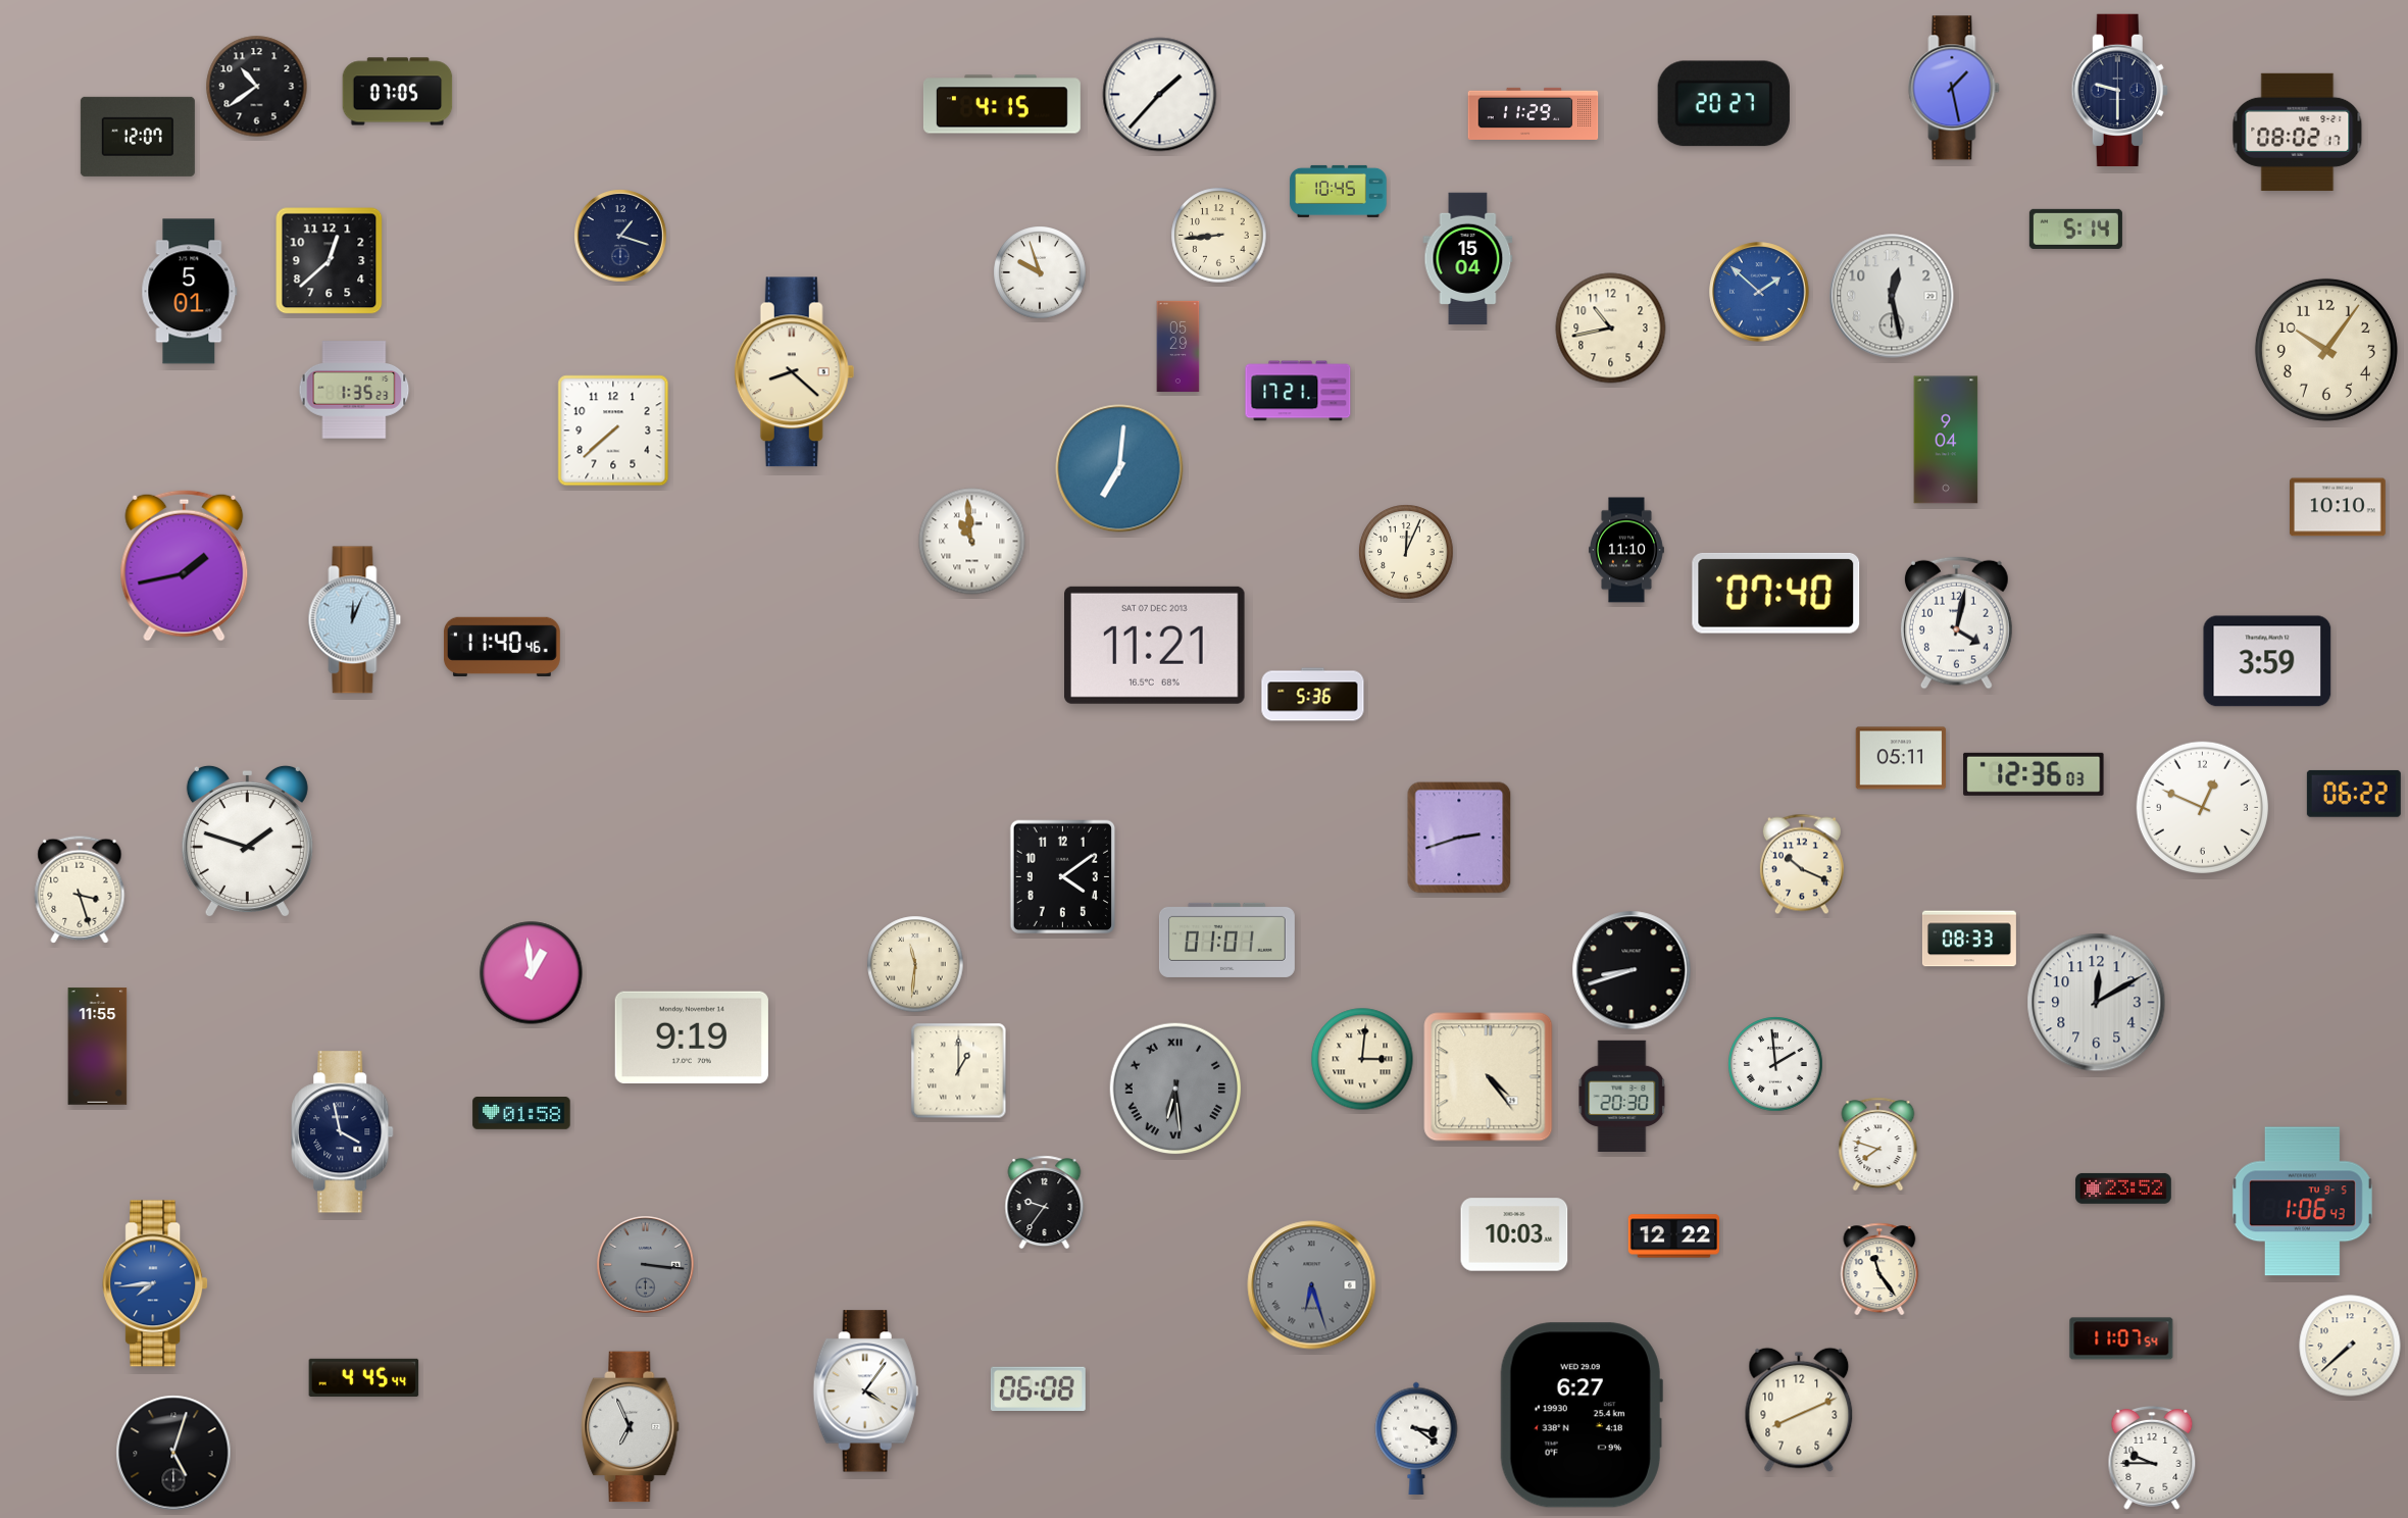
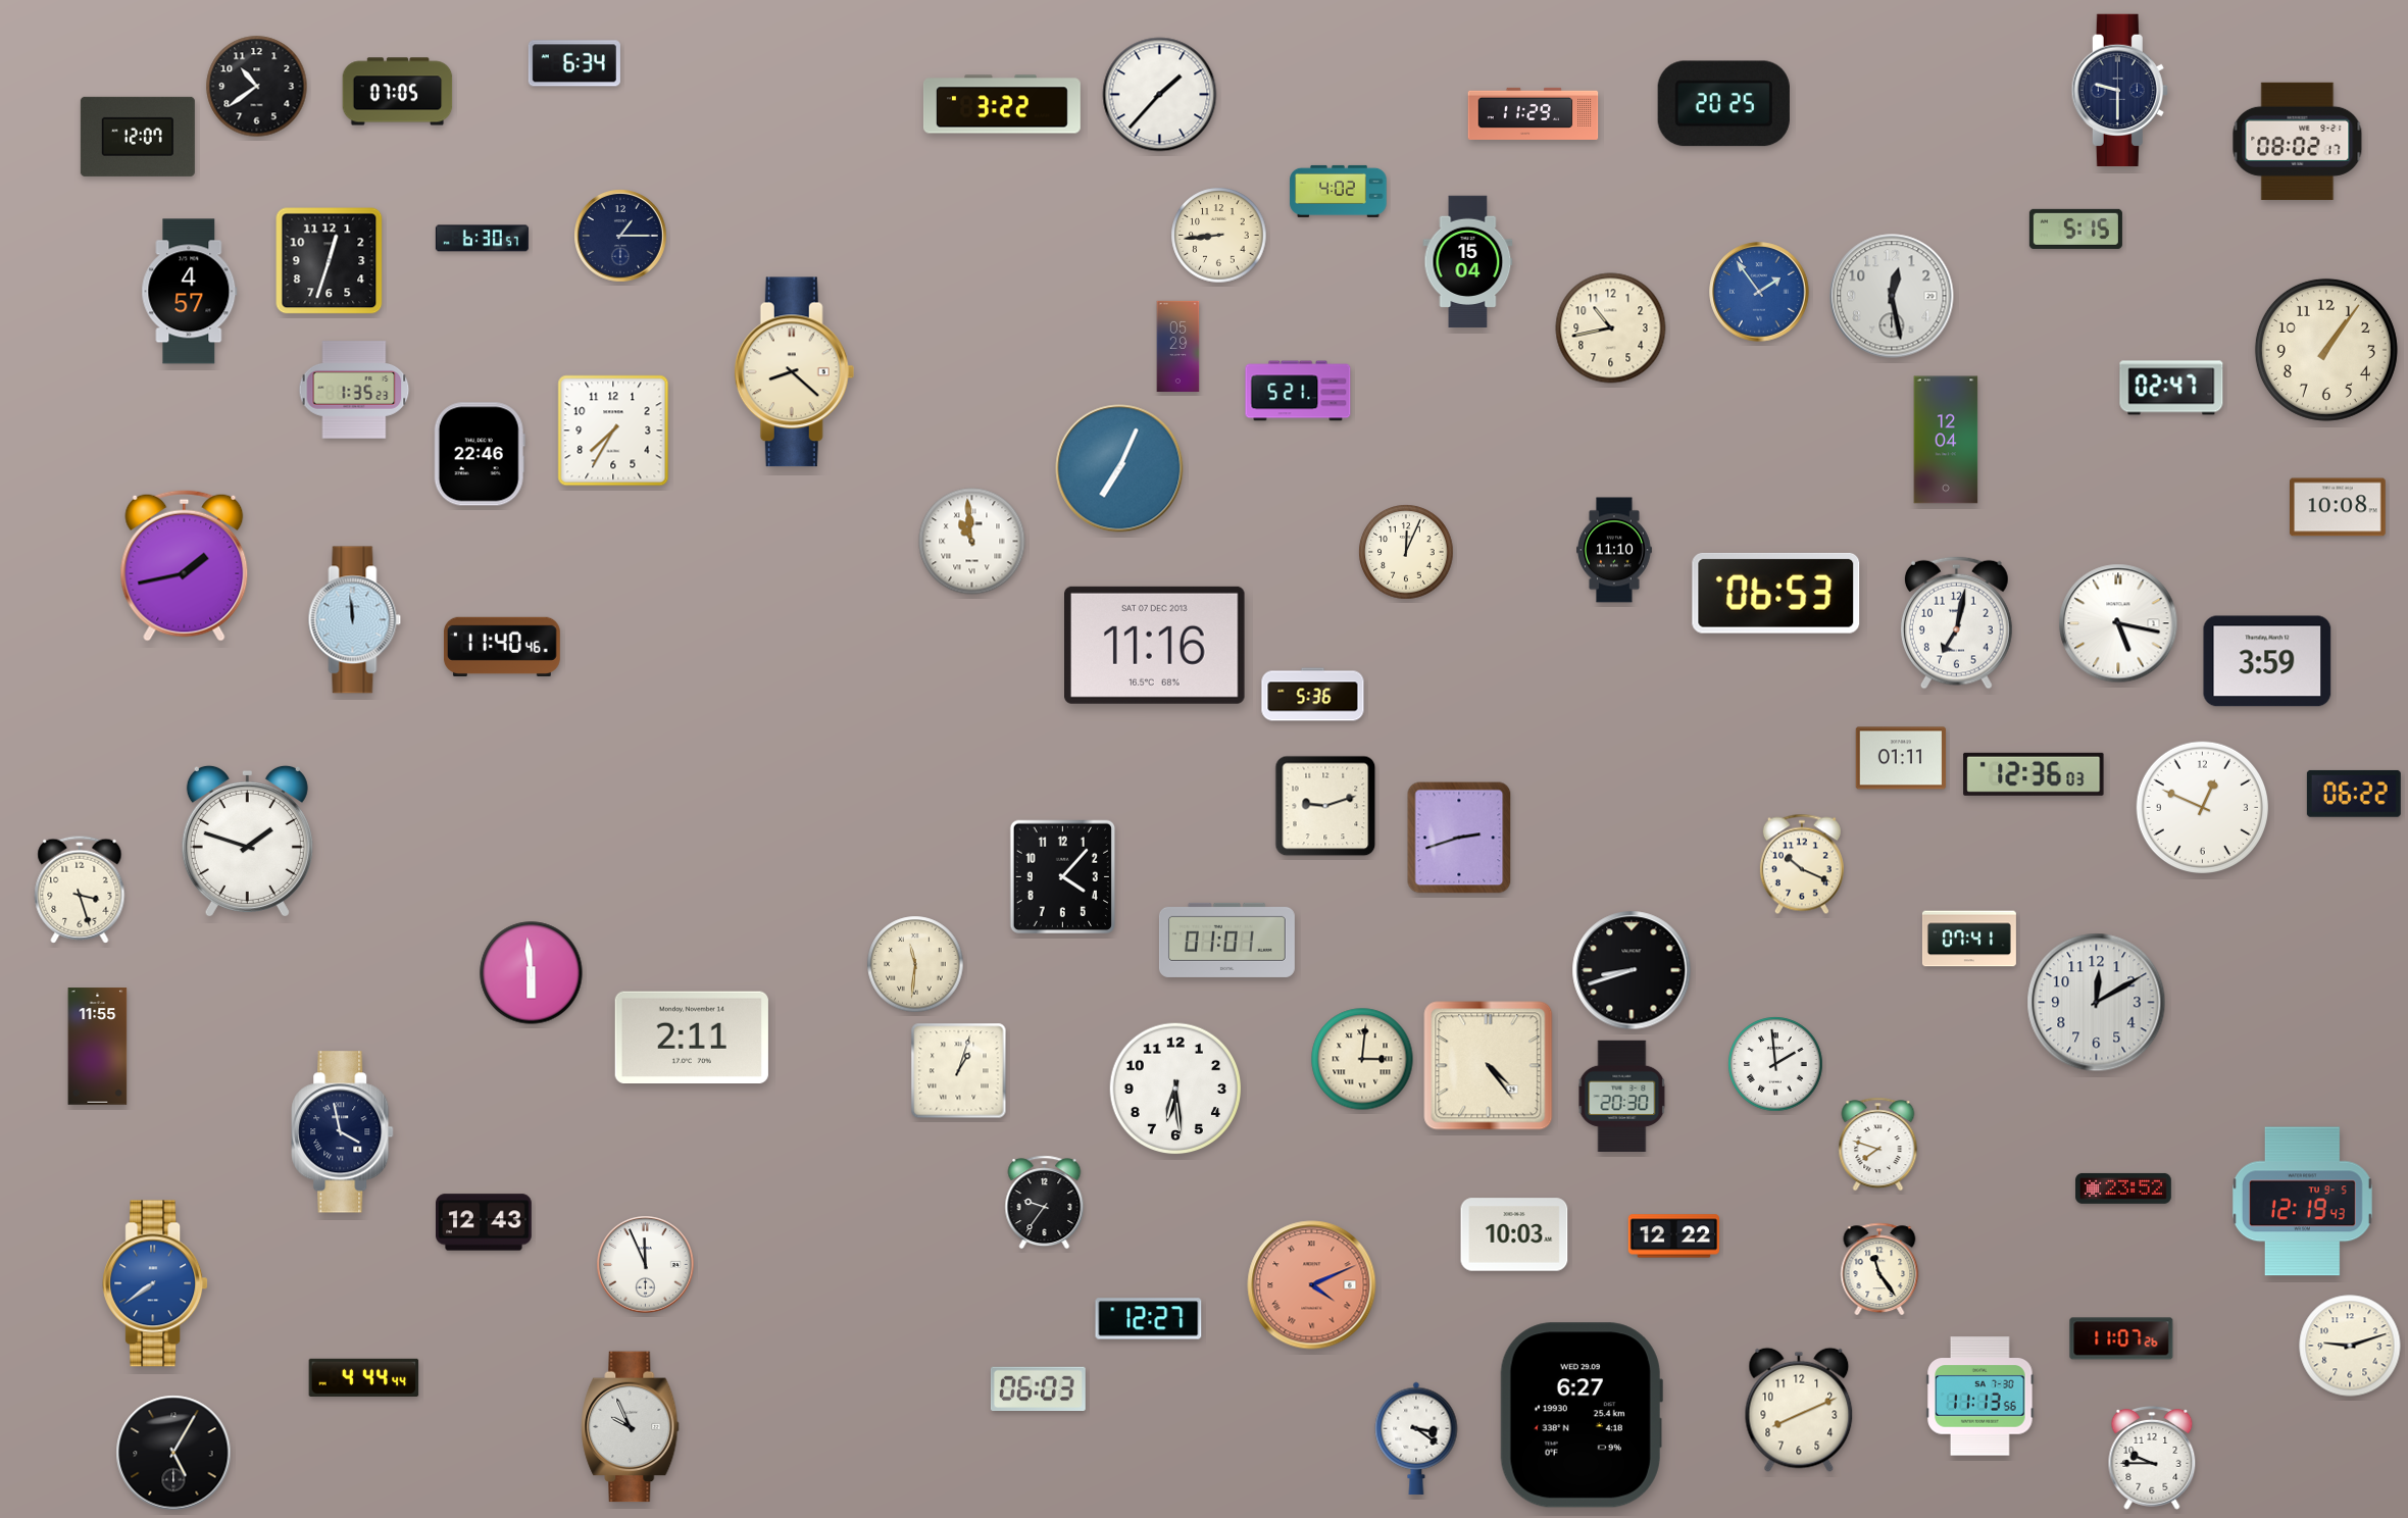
clock at (574, 63): none -> 6:34
clock at (1954, 88): 1:28 -> none
clock at (1002, 104): 4:15 -> 3:22
clock at (1723, 104): 20:27 -> 20:25
clock at (2298, 132) position: (2298, 132) -> (2298, 141)
clock at (1339, 191): 10:45 -> 4:02
clock at (2075, 229): 5:14 -> 5:15
clock at (620, 236): 1:18 -> 1:15
clock at (482, 239): none -> 6:30
clock at (1468, 259) position: (1468, 259) -> (1468, 262)
clock at (330, 261): 12:38 -> 12:33
clock at (1040, 272): 9:57 -> none
clock at (190, 292): 5:01 -> 4:57
clock at (1759, 292): 1:52 -> 1:54
clock at (2326, 350): 10:06 -> 1:06
clock at (2171, 388): none -> 02:47
clock at (1298, 391): 17:21 -> 5:21
clock at (613, 431): 7:38 -> 7:35
clock at (1946, 440): 9:04 -> 12:04
clock at (480, 454): none -> 22:46
clock at (1119, 468): 7:01 -> 7:04
clock at (2338, 507): 10:10 -> 10:08
clock at (1627, 550) position: (1627, 550) -> (1615, 550)
clock at (1776, 593): 07:40 -> 06:53
clock at (355, 620): 12:04 -> 11:59
clock at (1956, 622): 4:02 -> 7:02
clock at (2118, 623): none -> 5:17
clock at (1155, 645): 11:21 -> 11:16
clock at (1901, 758): 05:11 -> 01:11
clock at (1325, 806): none -> 9:12
clock at (1062, 876): 4:09 -> 4:07
clock at (1969, 939): 08:33 -> 07:41
clock at (532, 973): 12:59 -> 5:59
clock at (692, 1036): 9:19 -> 2:11
clock at (959, 1071): 1:00 -> 1:03
clock at (1489, 1077) position: (1489, 1077) -> (1489, 1066)
clock at (1175, 1089) dial: grey -> white
clock at (1175, 1089) numerals: Roman -> Arabic
clock at (521, 1114): 01:58 -> none
clock at (2302, 1202): 1:06 -> 12:19
clock at (485, 1222): none -> 12:43
clock at (646, 1265): 3:16 -> 11:56
clock at (646, 1265) dial: grey -> white
clock at (155, 1283): 7:44 -> 7:39
clock at (1312, 1285): 6:27 -> 4:11
clock at (1312, 1285) dial: grey -> salmon
clock at (1149, 1319): none -> 12:27
clock at (2121, 1338): 11:07:54 -> 11:07:26
clock at (2350, 1346): 7:38 -> 9:12
clock at (364, 1377): 4:45 -> 4:44
clock at (1038, 1388): 06:08 -> 06:03
clock at (865, 1392): 4:06 -> none
clock at (1980, 1397): none -> 11:13
clock at (631, 1427): 6:56 -> 9:56
clock at (173, 1453): 5:03 -> 5:05
